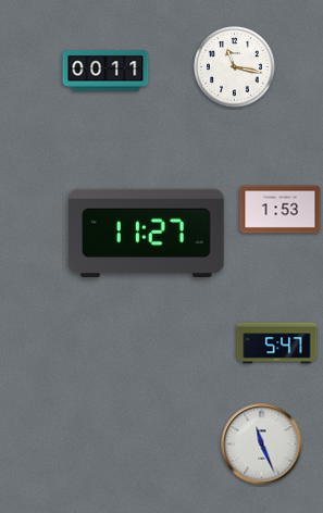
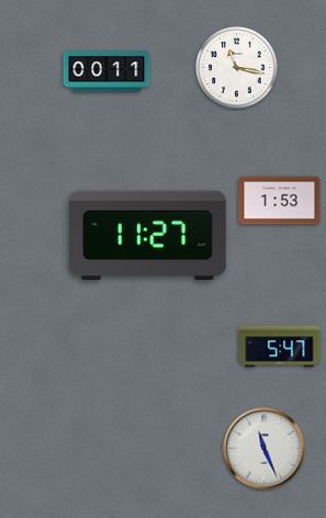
clock at (281, 210) position: (281, 210) -> (280, 201)
